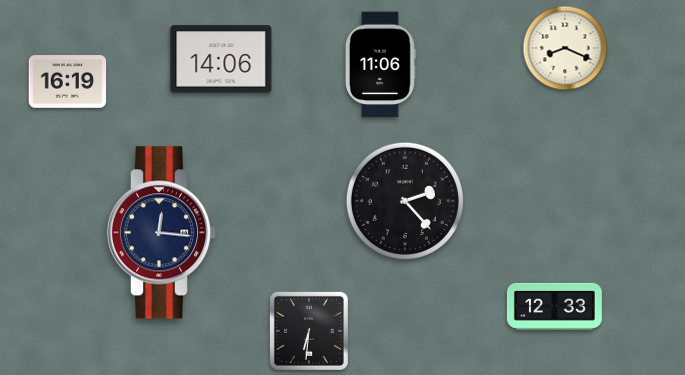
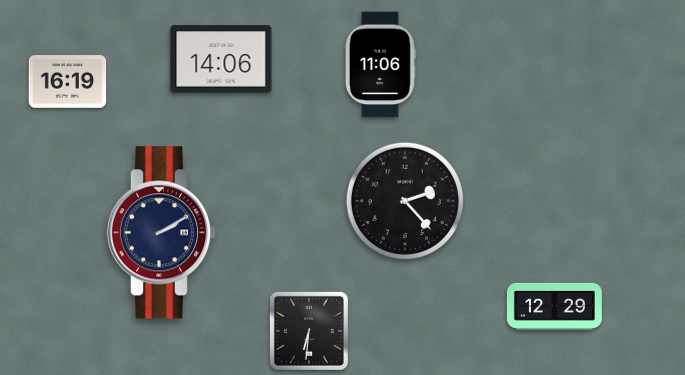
clock at (565, 48): 8:19 -> none
clock at (162, 233): 12:16 -> 2:10
clock at (554, 306): 12:33 -> 12:29
